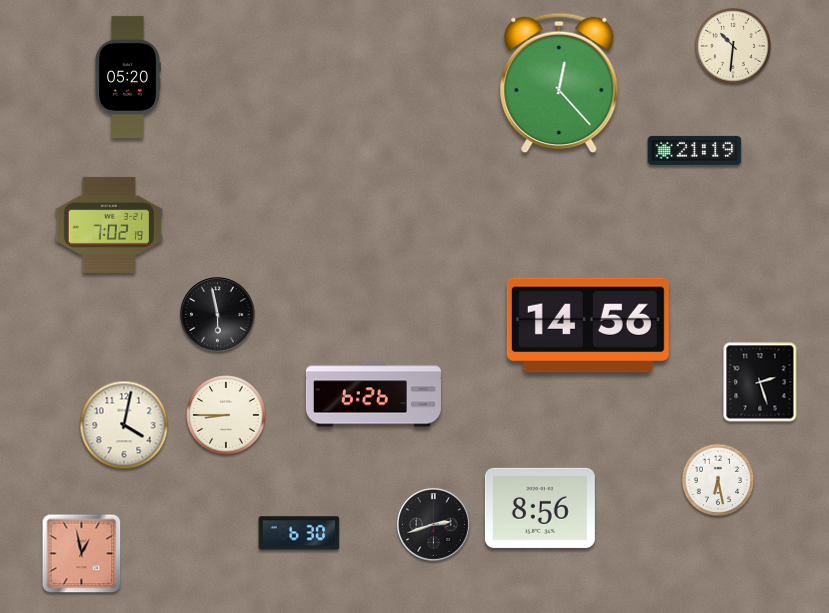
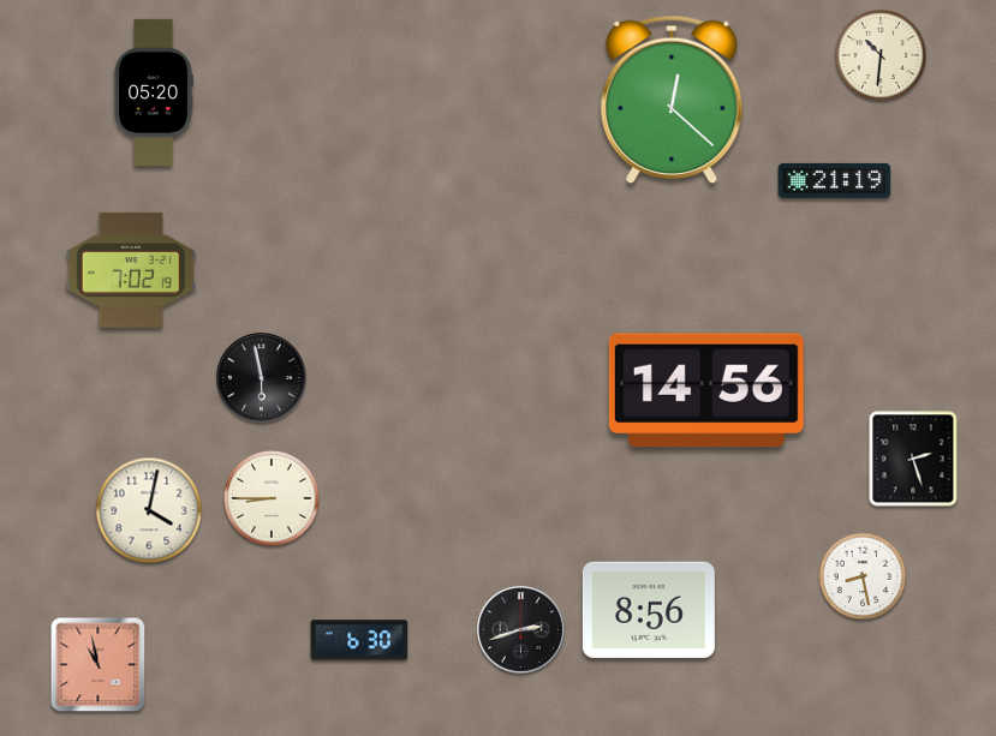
clock at (559, 83): 12:23 -> 12:22
clock at (373, 395): 6:26 -> none
clock at (718, 480): 6:28 -> 8:28
clock at (82, 554): 12:58 -> 10:58
